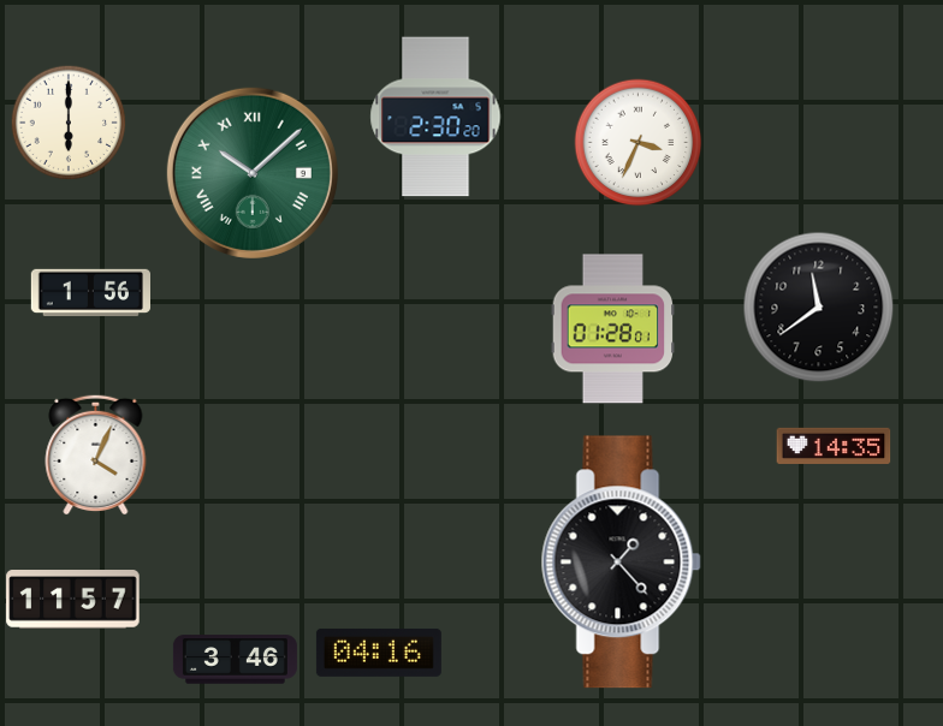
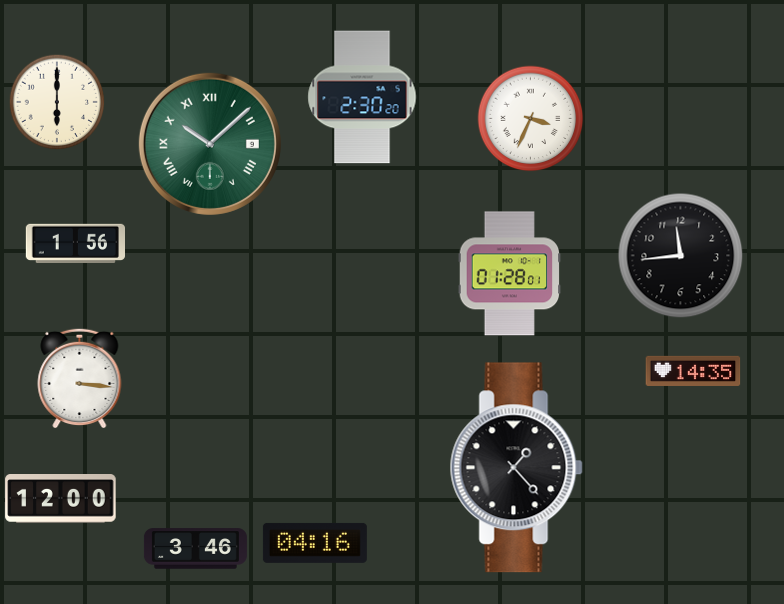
clock at (819, 308): 11:39 -> 11:44
clock at (96, 454): 4:04 -> 3:16
clock at (73, 600): 11:57 -> 12:00
